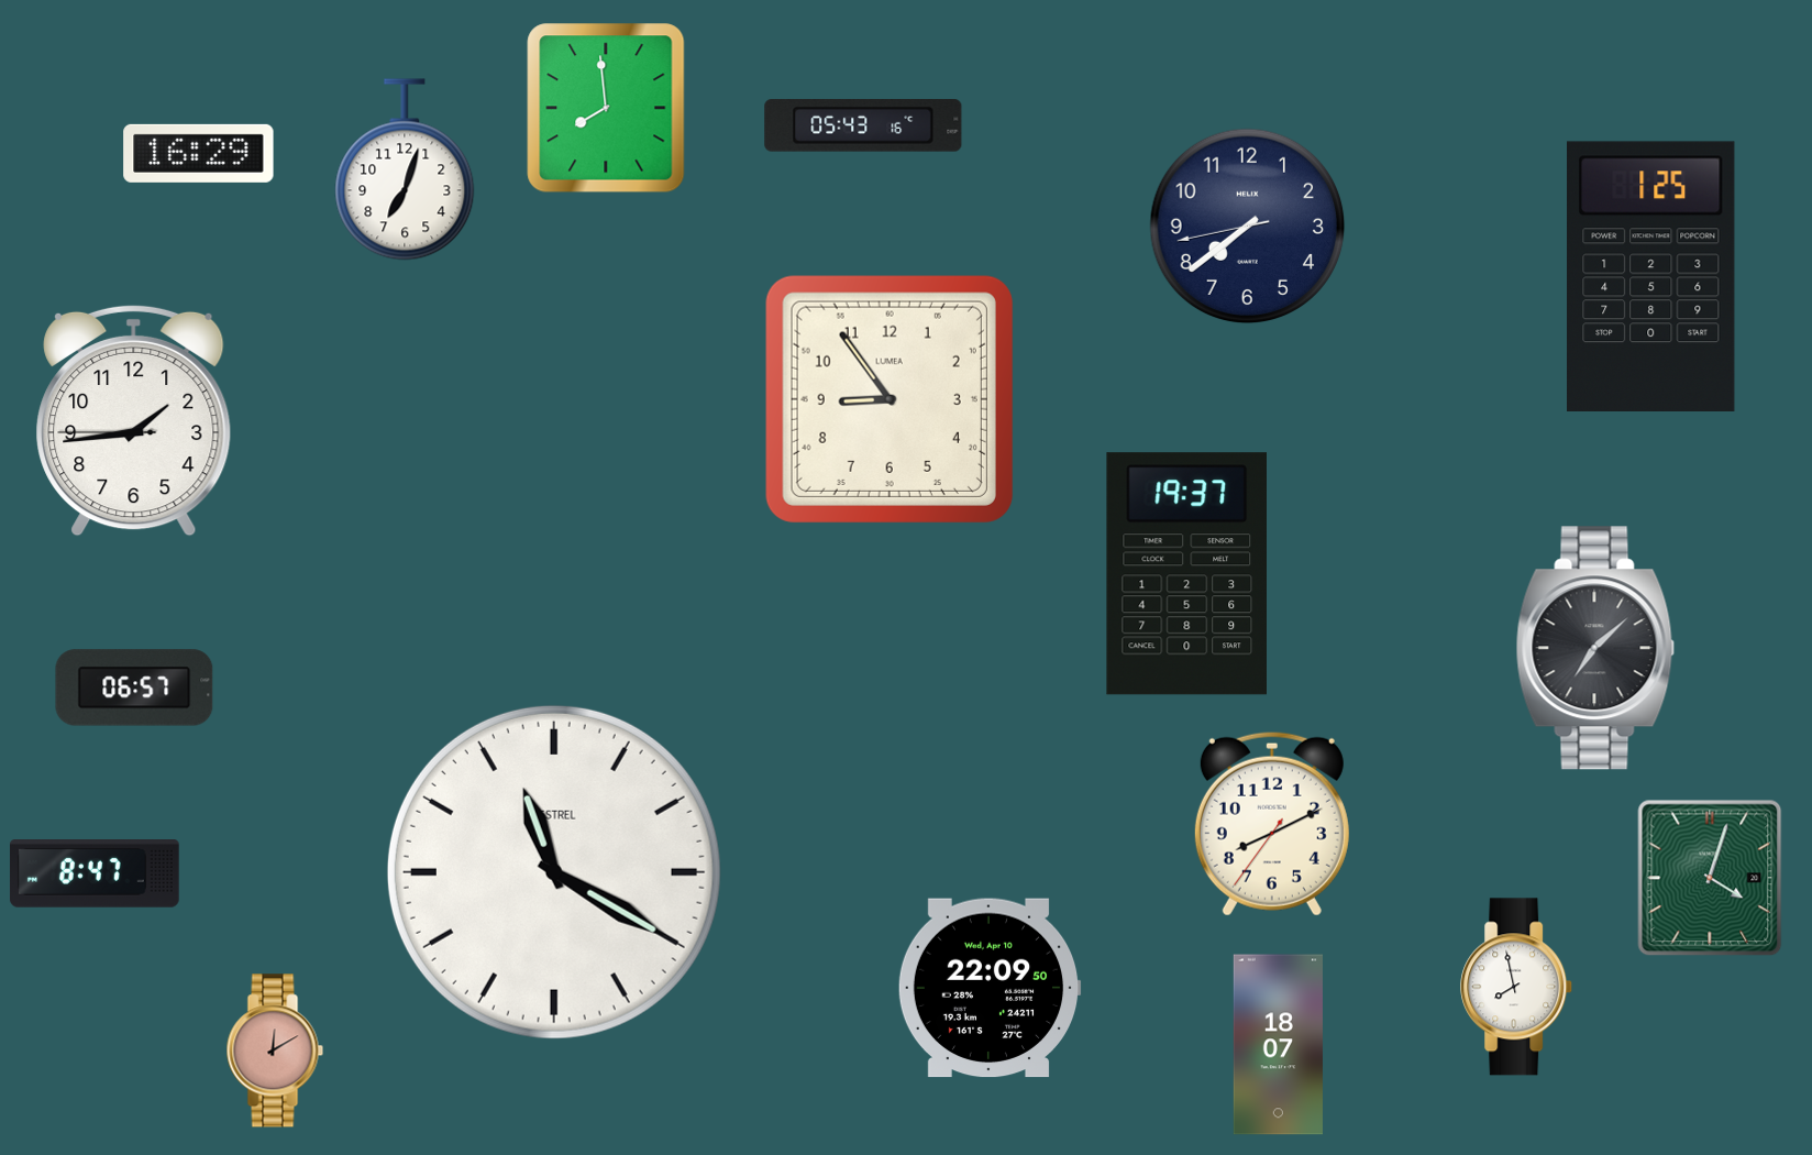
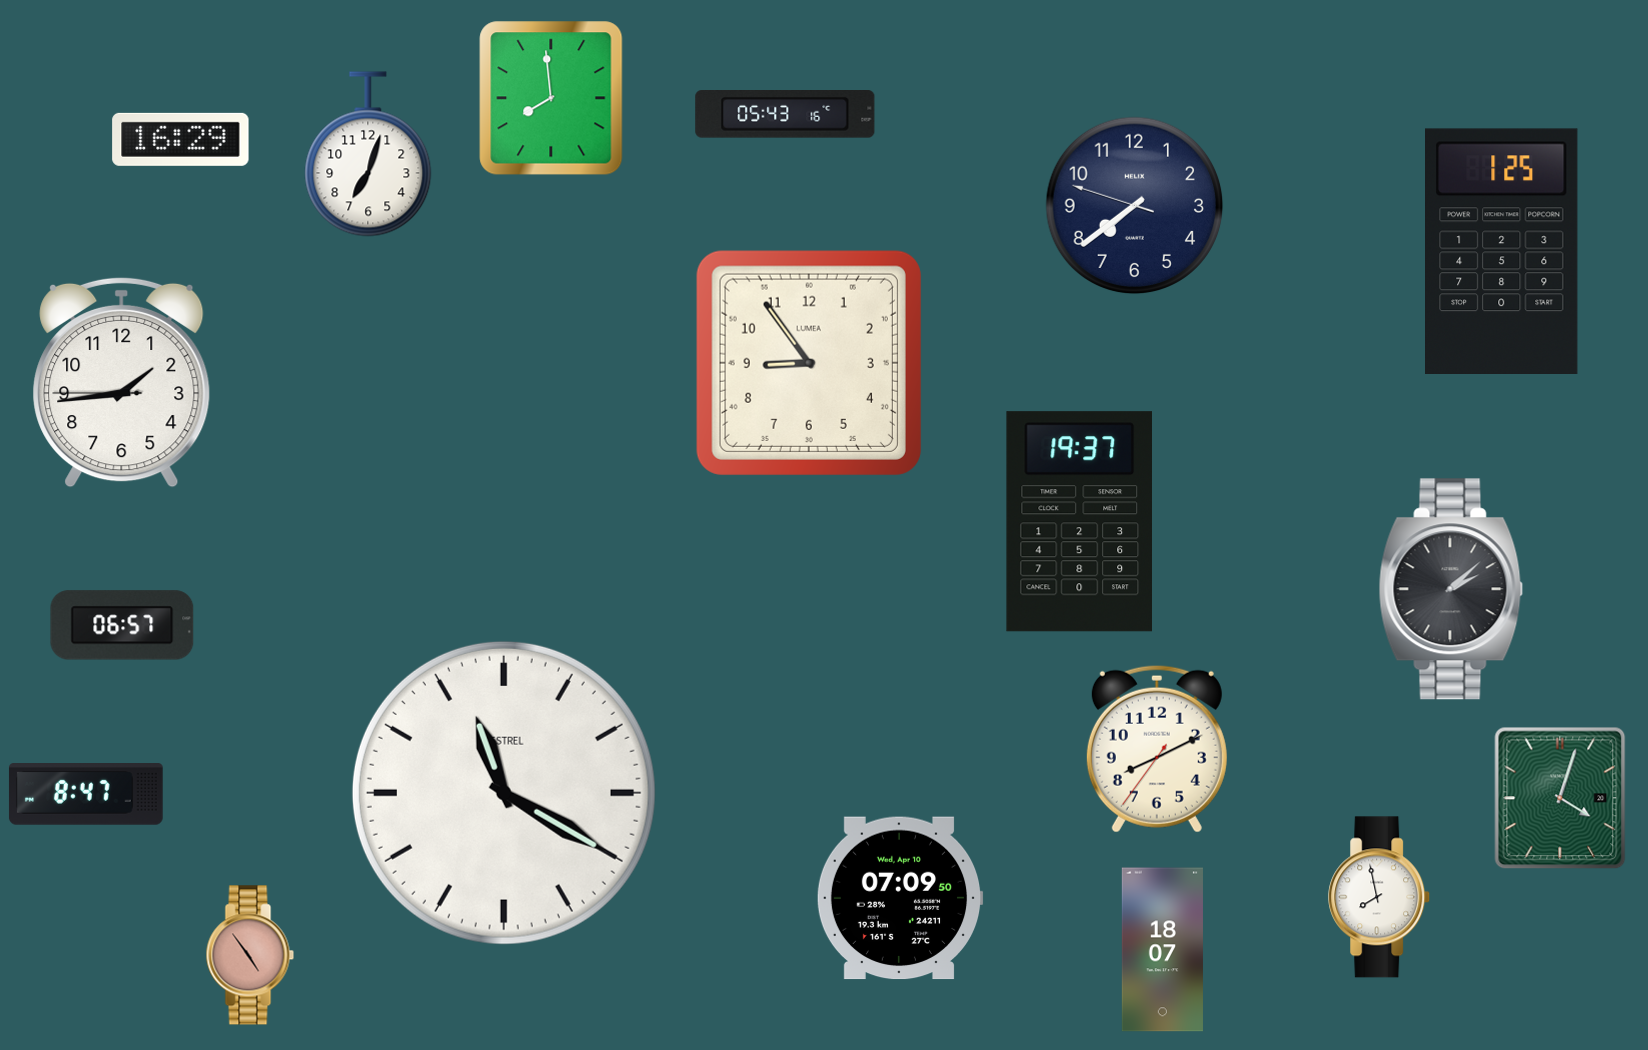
clock at (1248, 227): 7:38:43 -> 7:38:48
clock at (1595, 648): 7:08 -> 2:08
clock at (1710, 878) position: (1710, 878) -> (1560, 798)
clock at (990, 988): 22:09 -> 07:09
clock at (275, 1050): 12:10 -> 4:54
